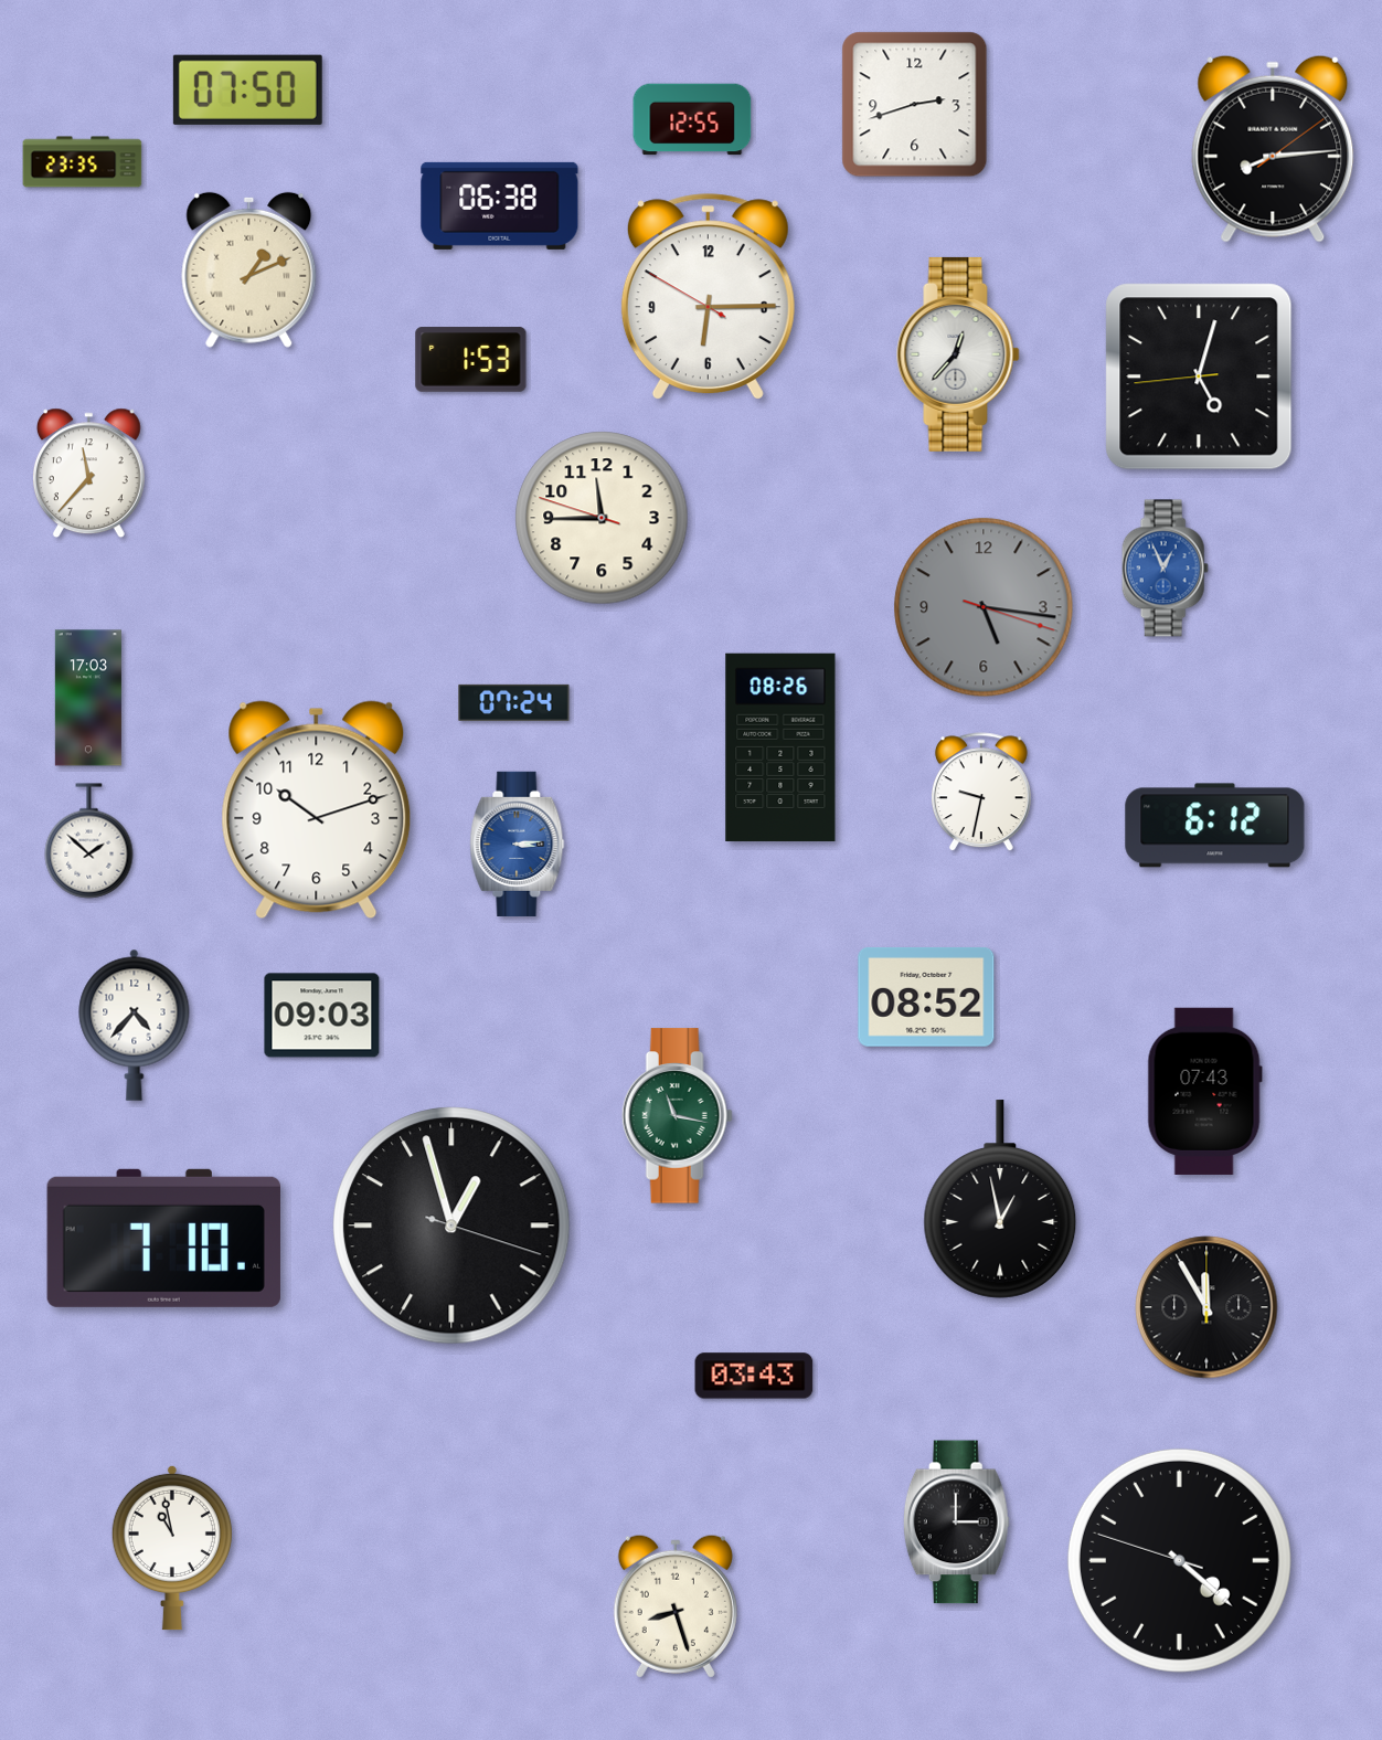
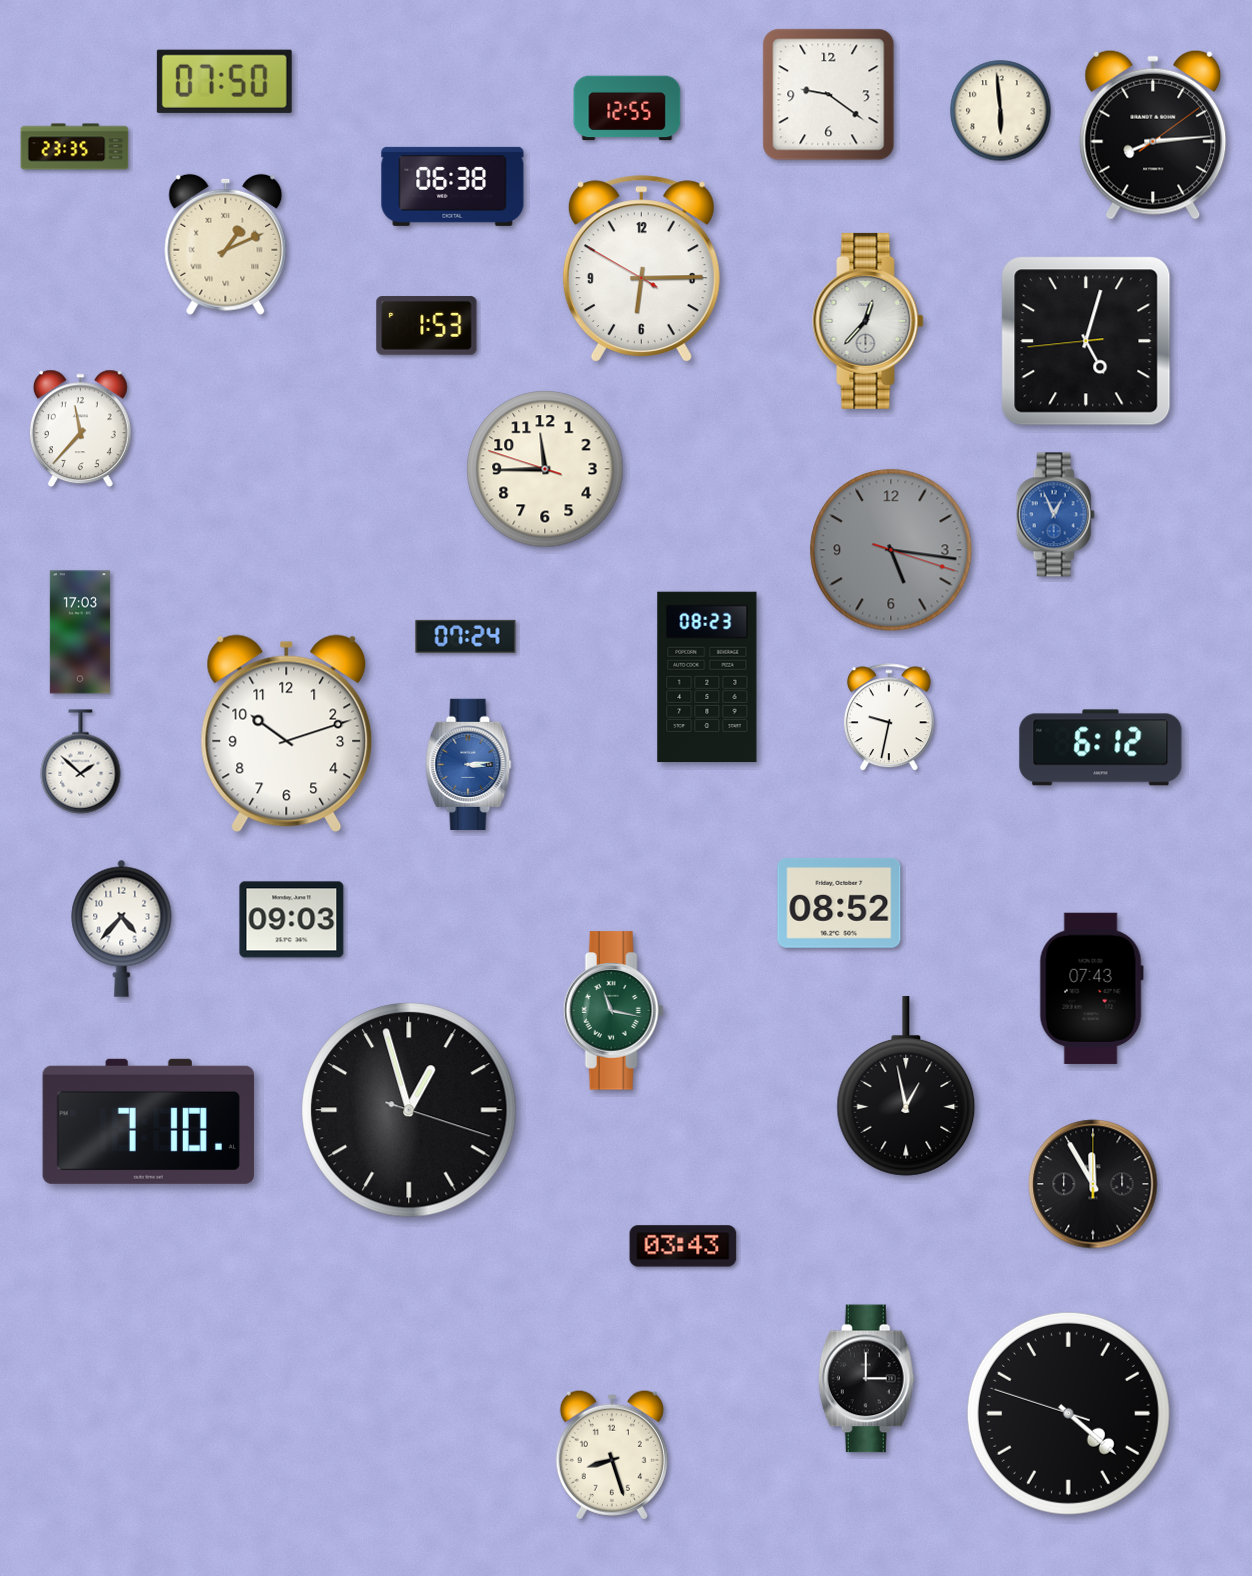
clock at (915, 105): 2:42 -> 9:21
clock at (1001, 111): none -> 5:59
clock at (780, 747): 08:26 -> 08:23
clock at (172, 1548): 10:58 -> none
